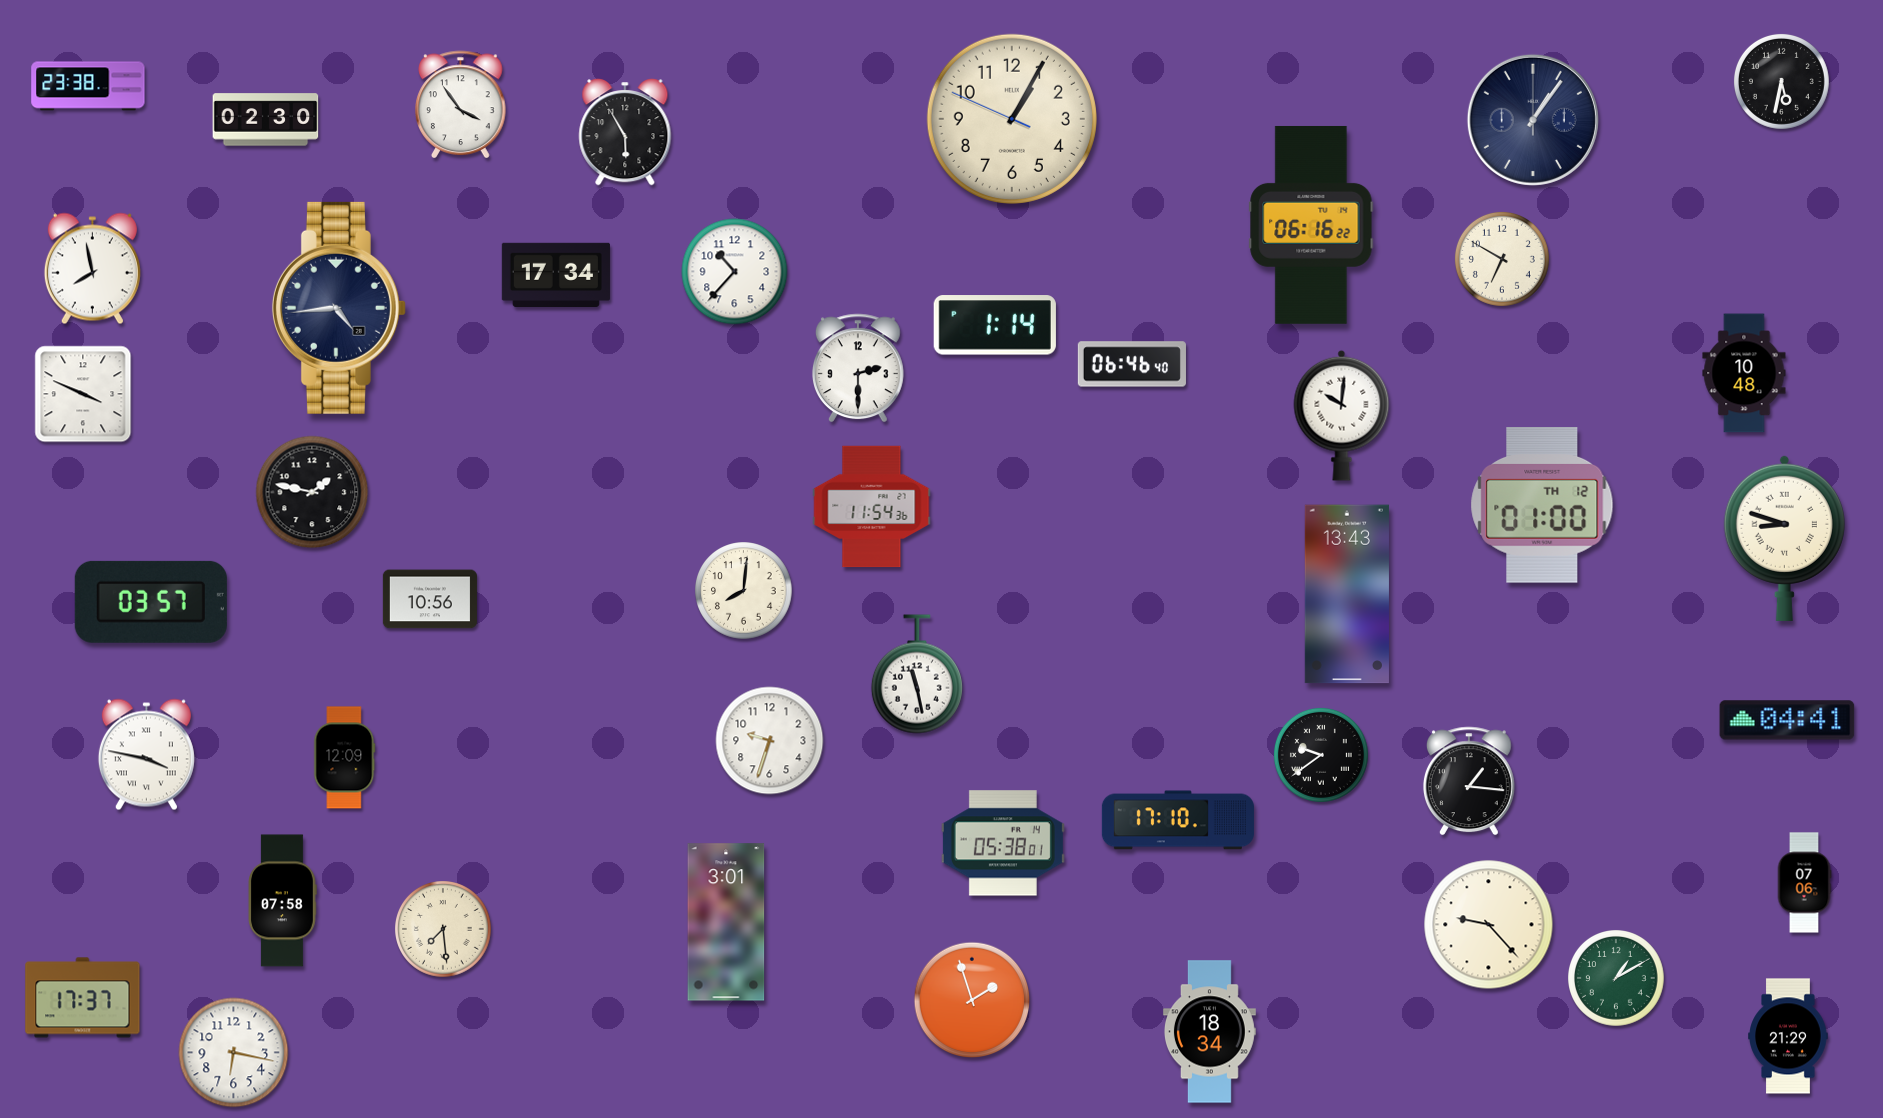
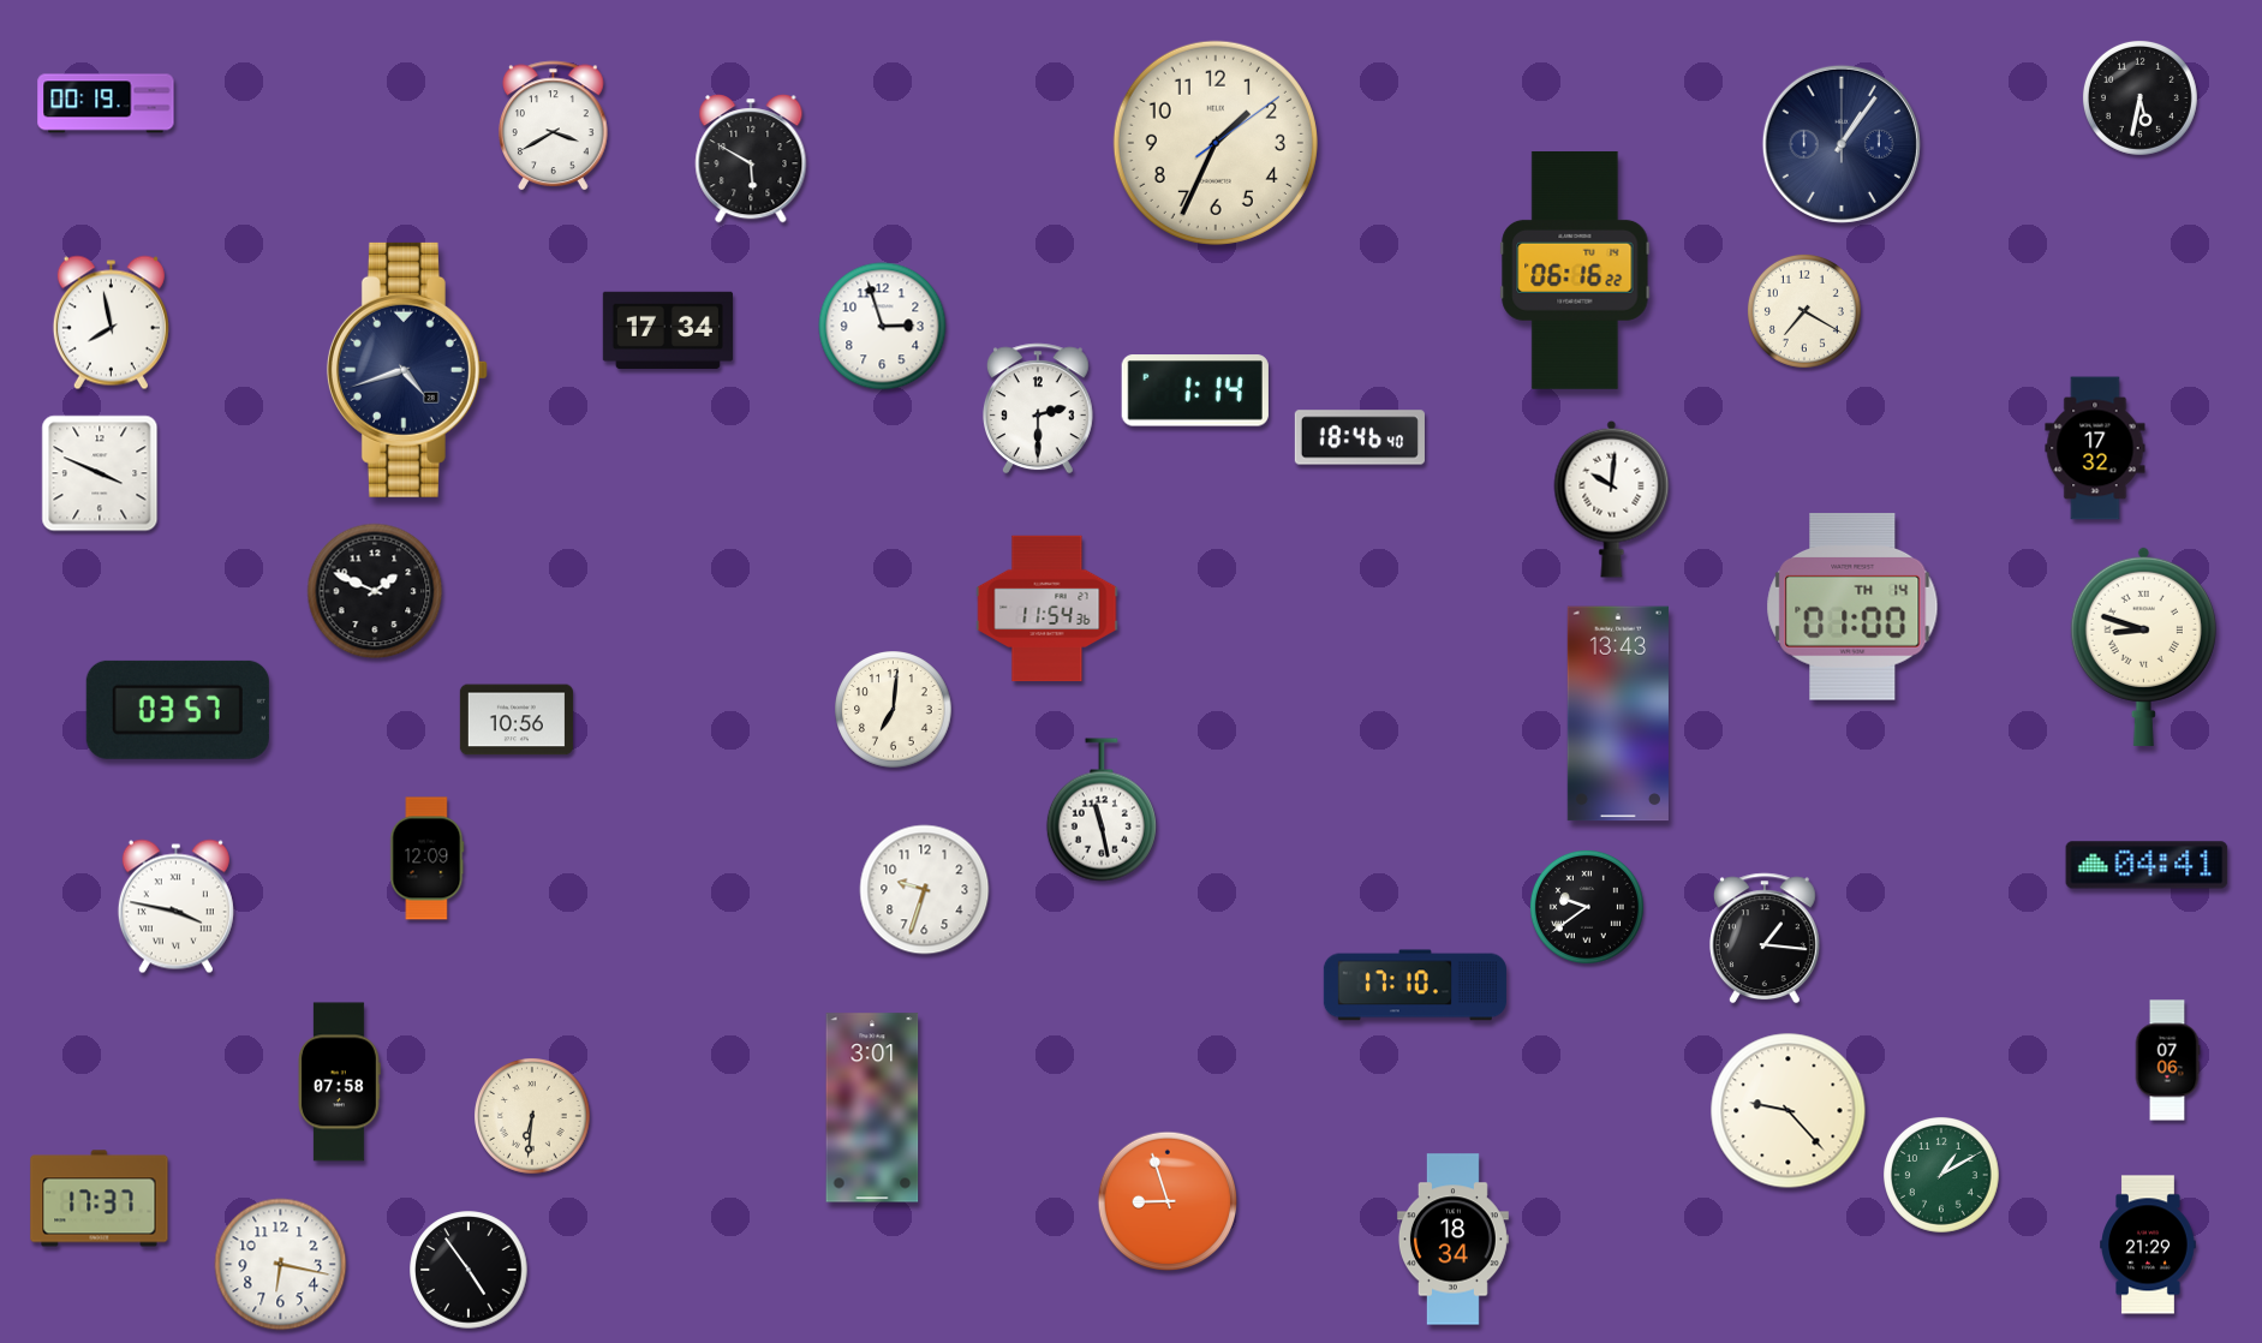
clock at (88, 86): 23:38 -> 00:19
clock at (461, 105): 3:54 -> 3:40
clock at (1012, 119): 1:04 -> 1:34
clock at (266, 120): 02:30 -> none
clock at (625, 132): 5:55 -> 5:50
clock at (1502, 259): 6:50 -> 7:20
clock at (735, 272): 10:37 -> 2:57
clock at (339, 308): 4:44 -> 4:42
clock at (1132, 364): 06:46 -> 18:46
clock at (858, 368) position: (858, 368) -> (1038, 408)
clock at (1744, 373): 10:48 -> 17:32
clock at (312, 492): 1:47 -> 1:49
clock at (1542, 506) date: TH 12 -> TH 14
clock at (744, 591): 8:01 -> 7:01
clock at (151, 602) position: (151, 602) -> (178, 710)
clock at (345, 758) position: (345, 758) -> (428, 859)
clock at (1003, 843): 05:38 -> none
clock at (444, 930): 7:29 -> 6:31
clock at (972, 1000): 1:57 -> 8:57
clock at (468, 1270): none -> 4:54
